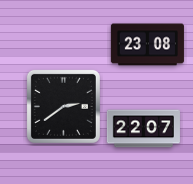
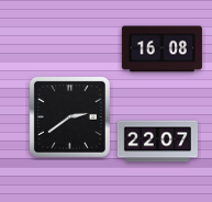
clock at (147, 45): 23:08 -> 16:08
